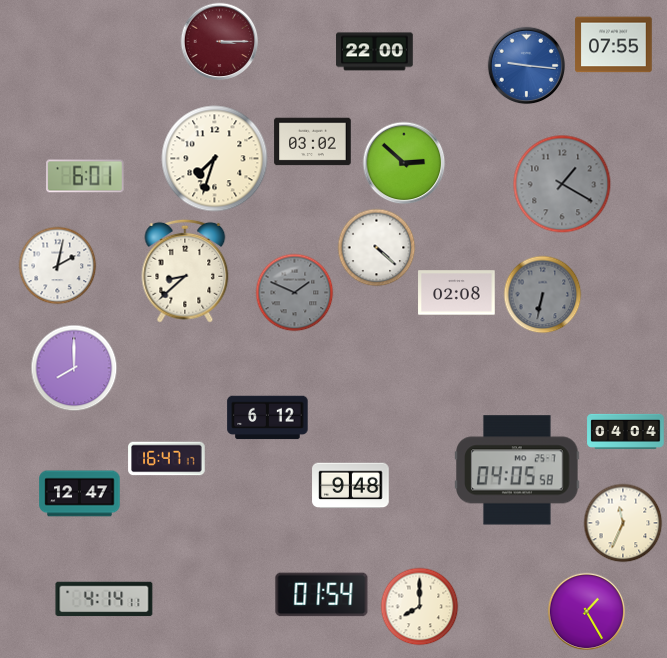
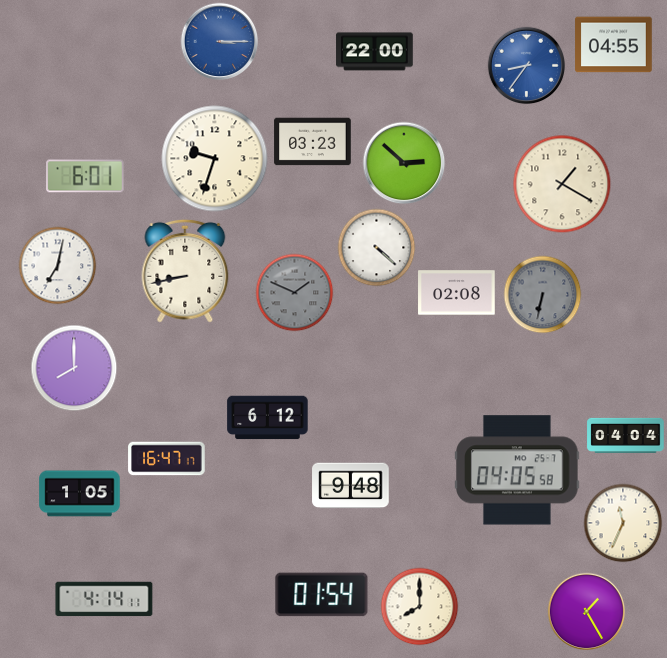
clock at (219, 41) dial: burgundy -> blue
clock at (614, 45): 07:55 -> 04:55
clock at (526, 65): 9:16 -> 8:36
clock at (313, 142): 03:02 -> 03:23
clock at (215, 159): 7:33 -> 9:33
clock at (562, 184) dial: grey -> cream
clock at (57, 265): 2:02 -> 7:02
clock at (185, 271): 8:38 -> 8:43
clock at (626, 431) position: (626, 431) -> (626, 435)
clock at (80, 494): 12:47 -> 1:05
